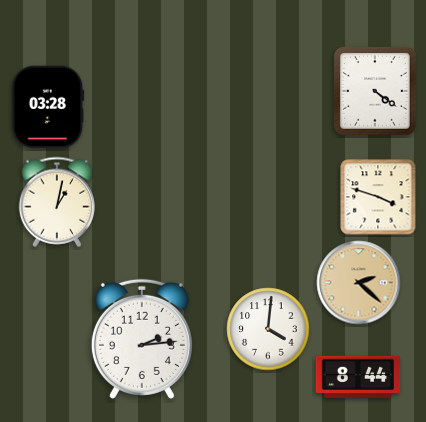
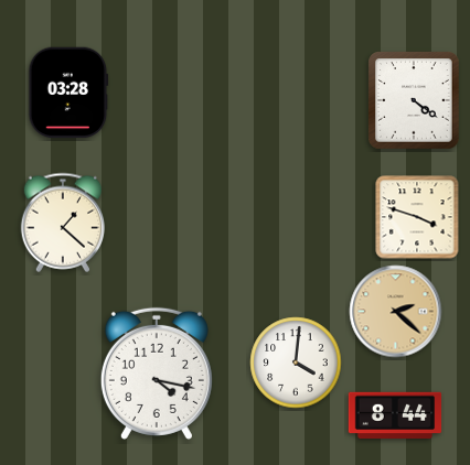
clock at (48, 107) position: (48, 107) -> (68, 93)
clock at (56, 202): 1:02 -> 1:22
clock at (142, 339): 2:14 -> 4:17
